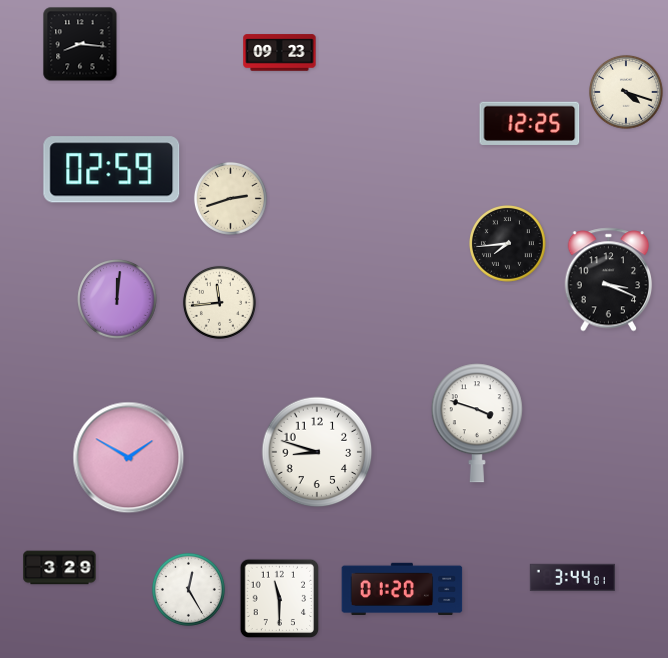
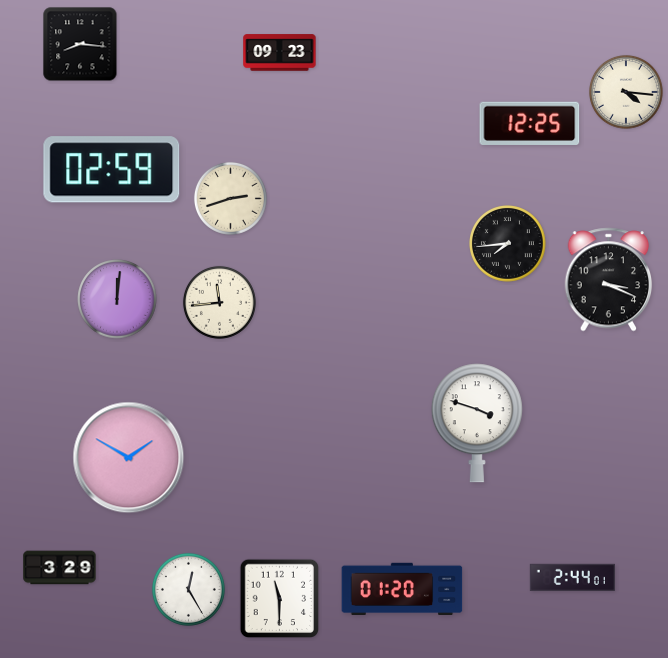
clock at (626, 92): 4:18 -> 4:16
clock at (317, 452): 8:48 -> none
clock at (572, 577): 3:44 -> 2:44
